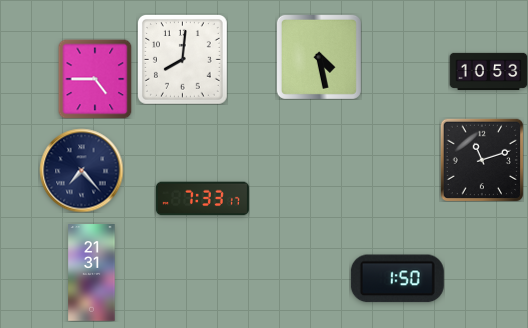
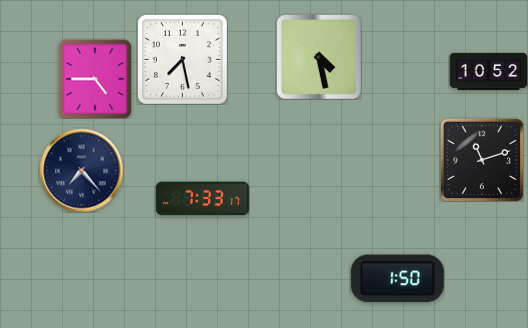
clock at (182, 59): 8:01 -> 7:28
clock at (488, 71): 10:53 -> 10:52
clock at (92, 273): 21:31 -> none
